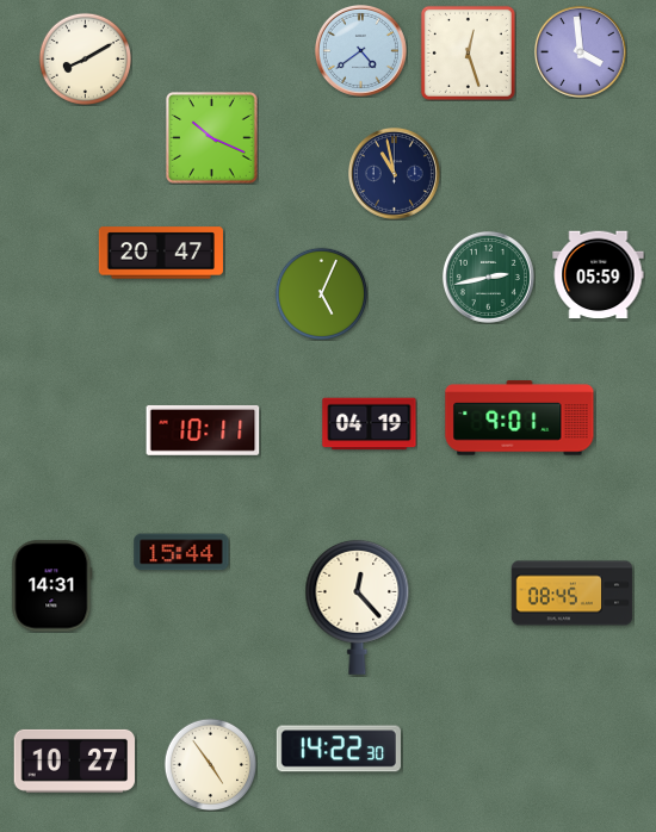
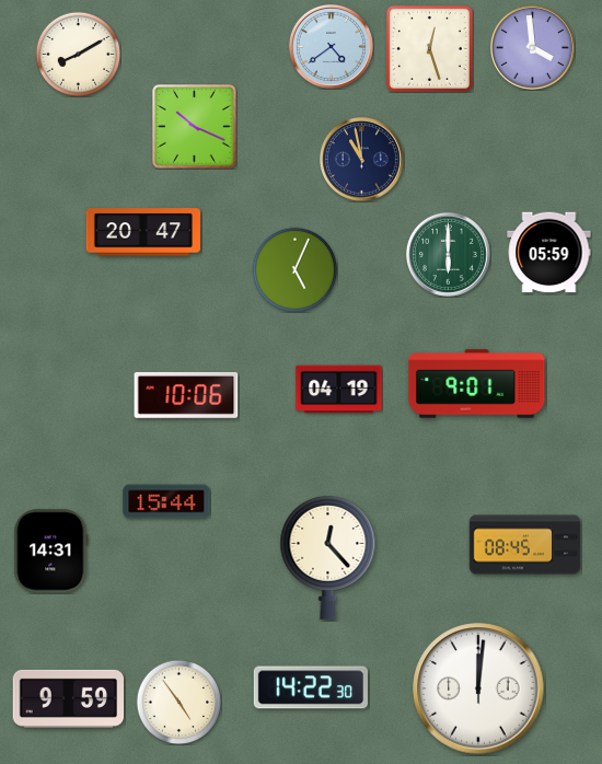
clock at (161, 253) position: (161, 253) -> (143, 232)
clock at (488, 277): 2:43 -> 6:00
clock at (203, 430): 10:11 -> 10:06
clock at (181, 552) position: (181, 552) -> (166, 501)
clock at (52, 586) position: (52, 586) -> (51, 552)
clock at (478, 688): none -> 12:01
clock at (75, 760): 10:27 -> 9:59
clock at (210, 764) position: (210, 764) -> (178, 702)
